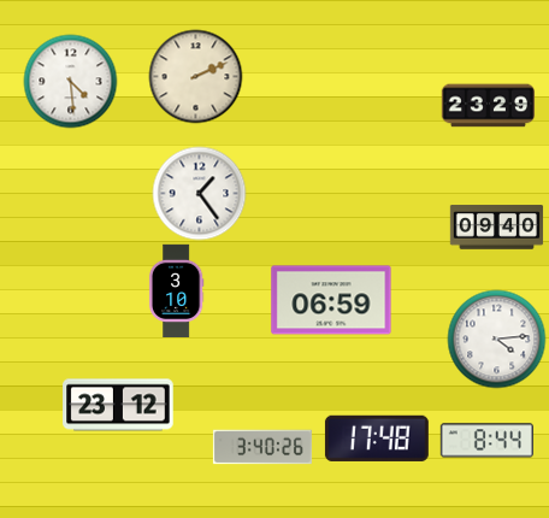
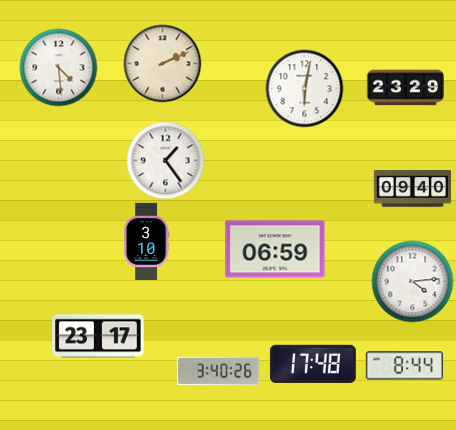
clock at (304, 88): none -> 6:02
clock at (118, 405): 23:12 -> 23:17
